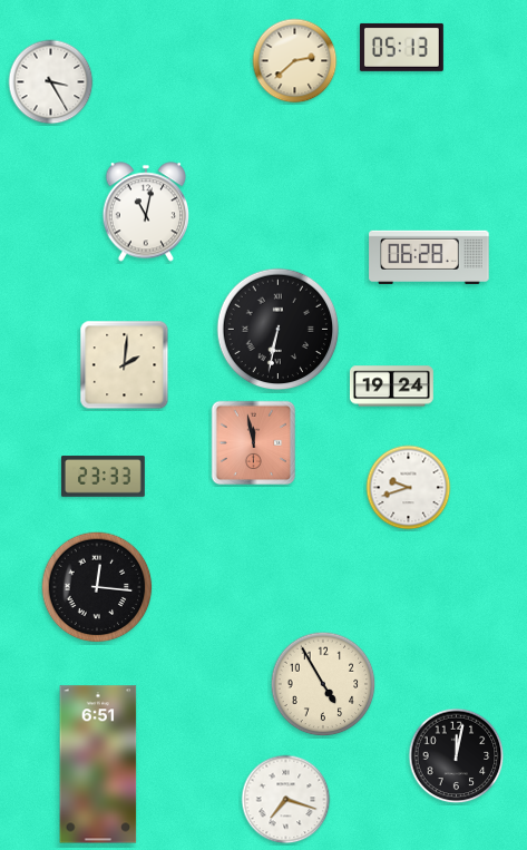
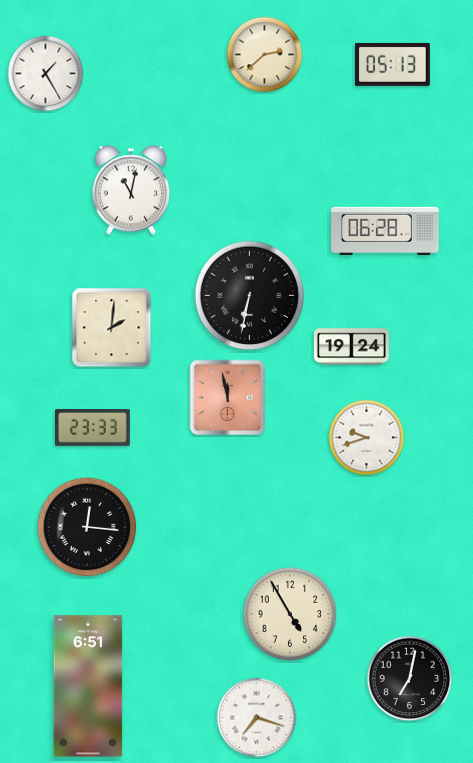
clock at (401, 47) position: (401, 47) -> (392, 64)
clock at (51, 82): 3:25 -> 1:25
clock at (457, 756): 12:02 -> 7:02
